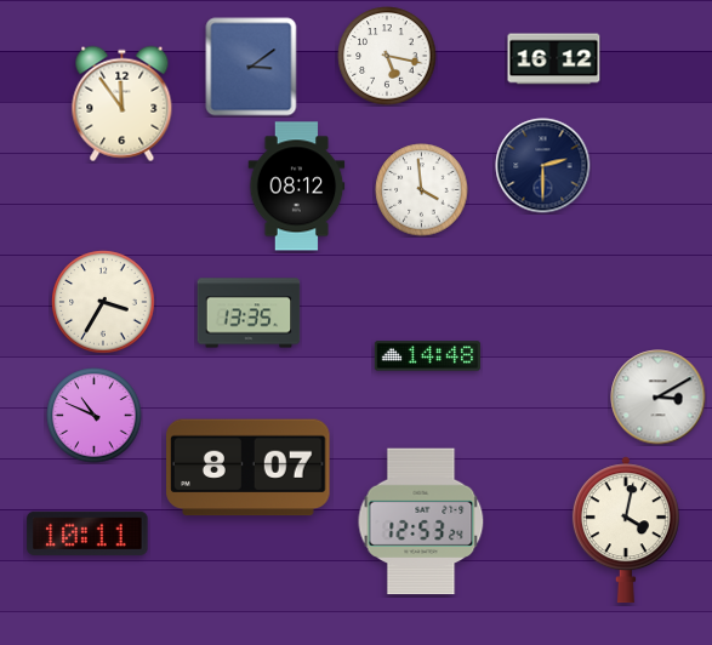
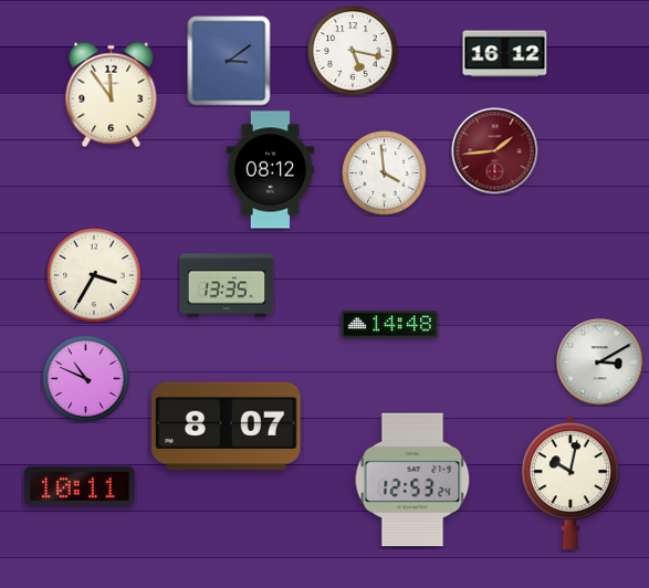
clock at (543, 166): 2:30 -> 1:44
clock at (543, 166) dial: navy -> burgundy
clock at (421, 521) position: (421, 521) -> (412, 480)
clock at (626, 530): 4:02 -> 10:02
